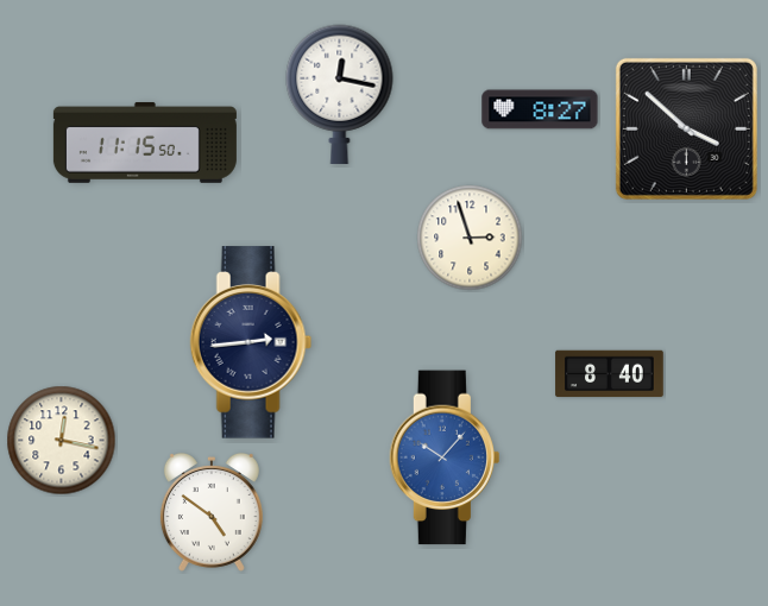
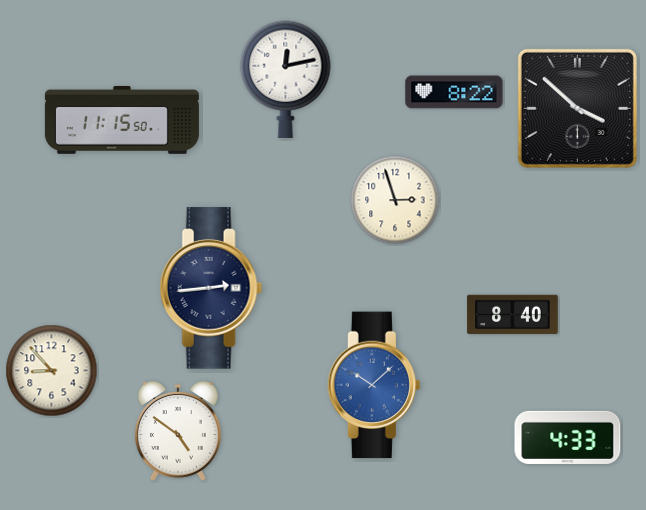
clock at (340, 94): 12:17 -> 12:13
clock at (540, 109): 8:27 -> 8:22
clock at (62, 441): 12:17 -> 8:53
clock at (443, 457): 10:07 -> 10:08
clock at (568, 437): none -> 4:33
